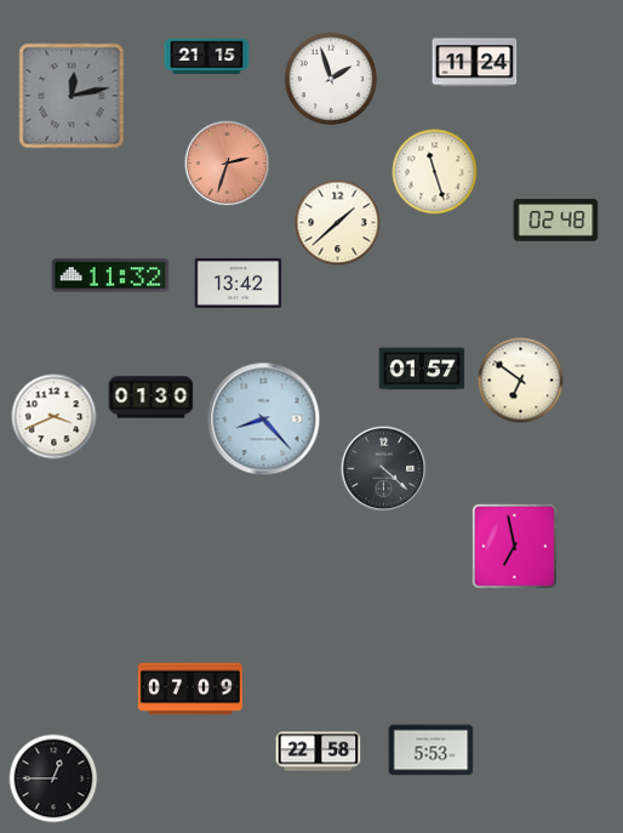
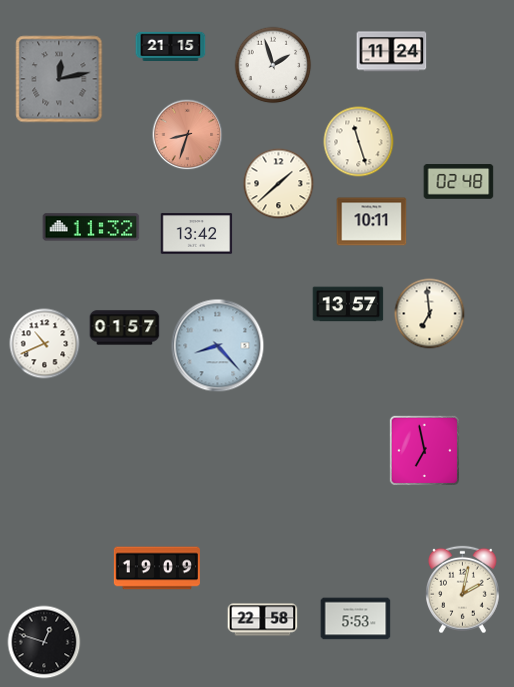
clock at (228, 164): 2:33 -> 8:33
clock at (372, 222): none -> 10:11
clock at (422, 369): 01:57 -> 13:57
clock at (521, 381): 6:51 -> 6:59
clock at (152, 398): 01:30 -> 01:57
clock at (55, 417): 3:41 -> 10:41
clock at (384, 469): 4:22 -> none
clock at (190, 689): 07:09 -> 19:09
clock at (463, 590): none -> 2:02
clock at (53, 778): 12:45 -> 12:48
